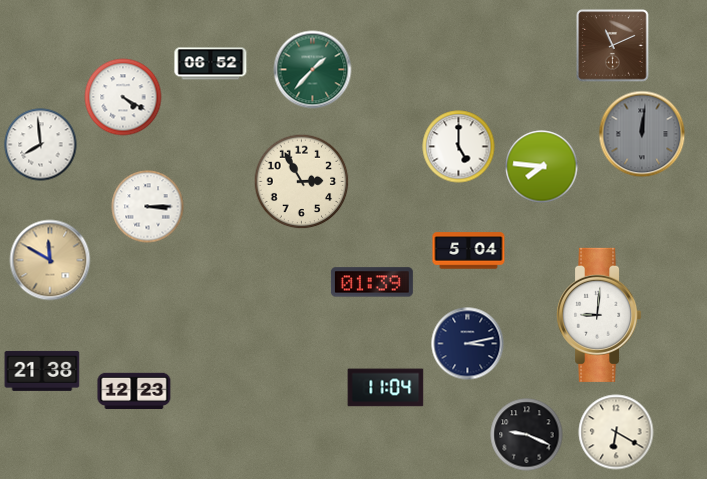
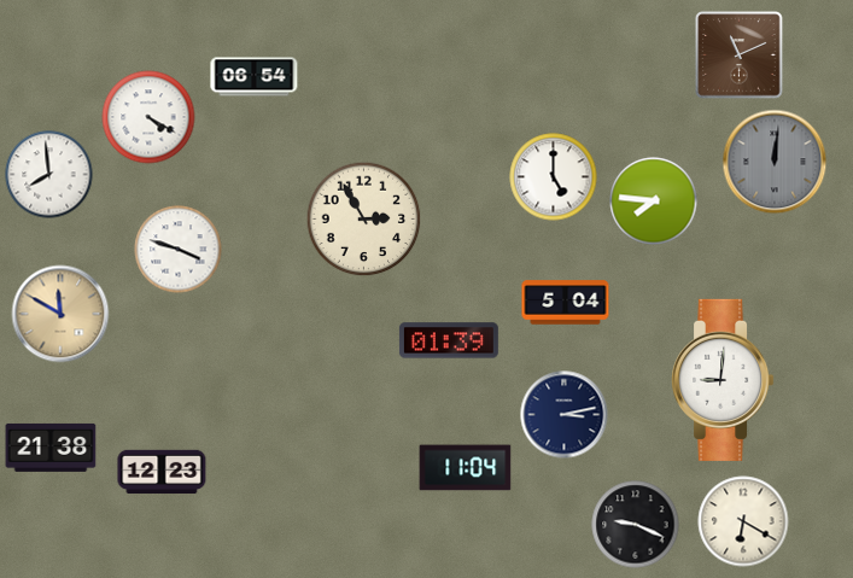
clock at (211, 64): 06:52 -> 06:54
clock at (313, 70): 1:37 -> none
clock at (148, 207): 3:15 -> 3:48
